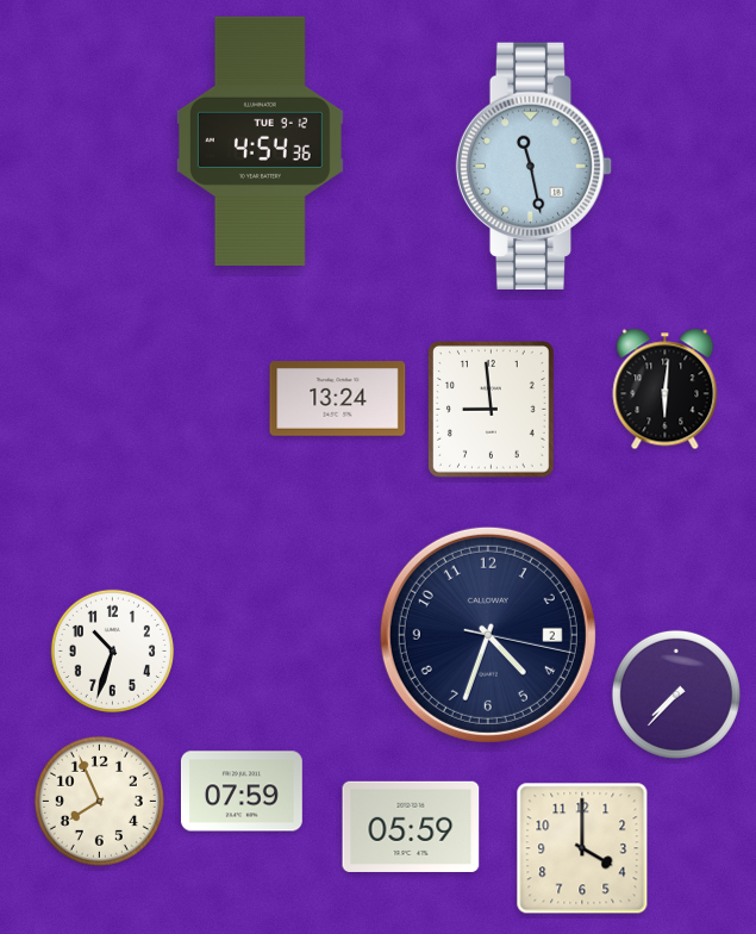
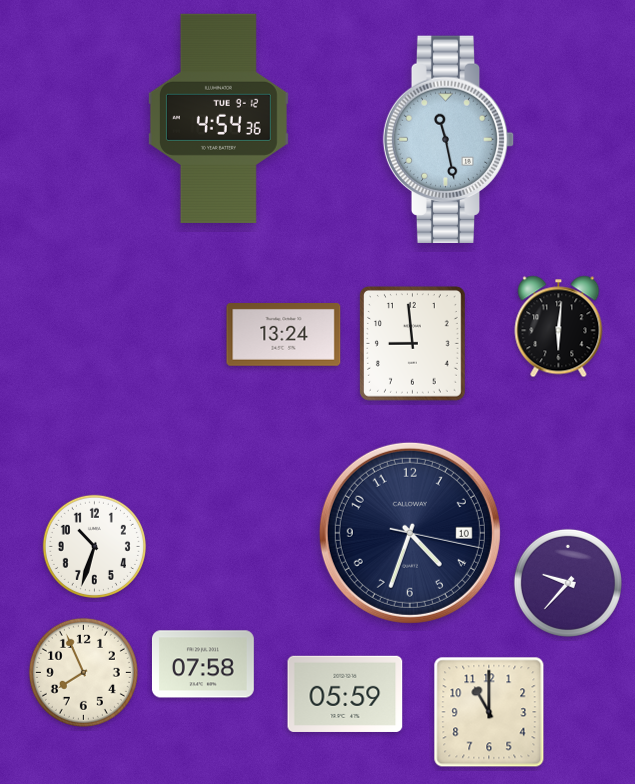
clock at (488, 635) date: 2 -> 10
clock at (676, 695): 7:37 -> 9:37
clock at (242, 791): 07:59 -> 07:58
clock at (582, 848): 4:00 -> 11:00
